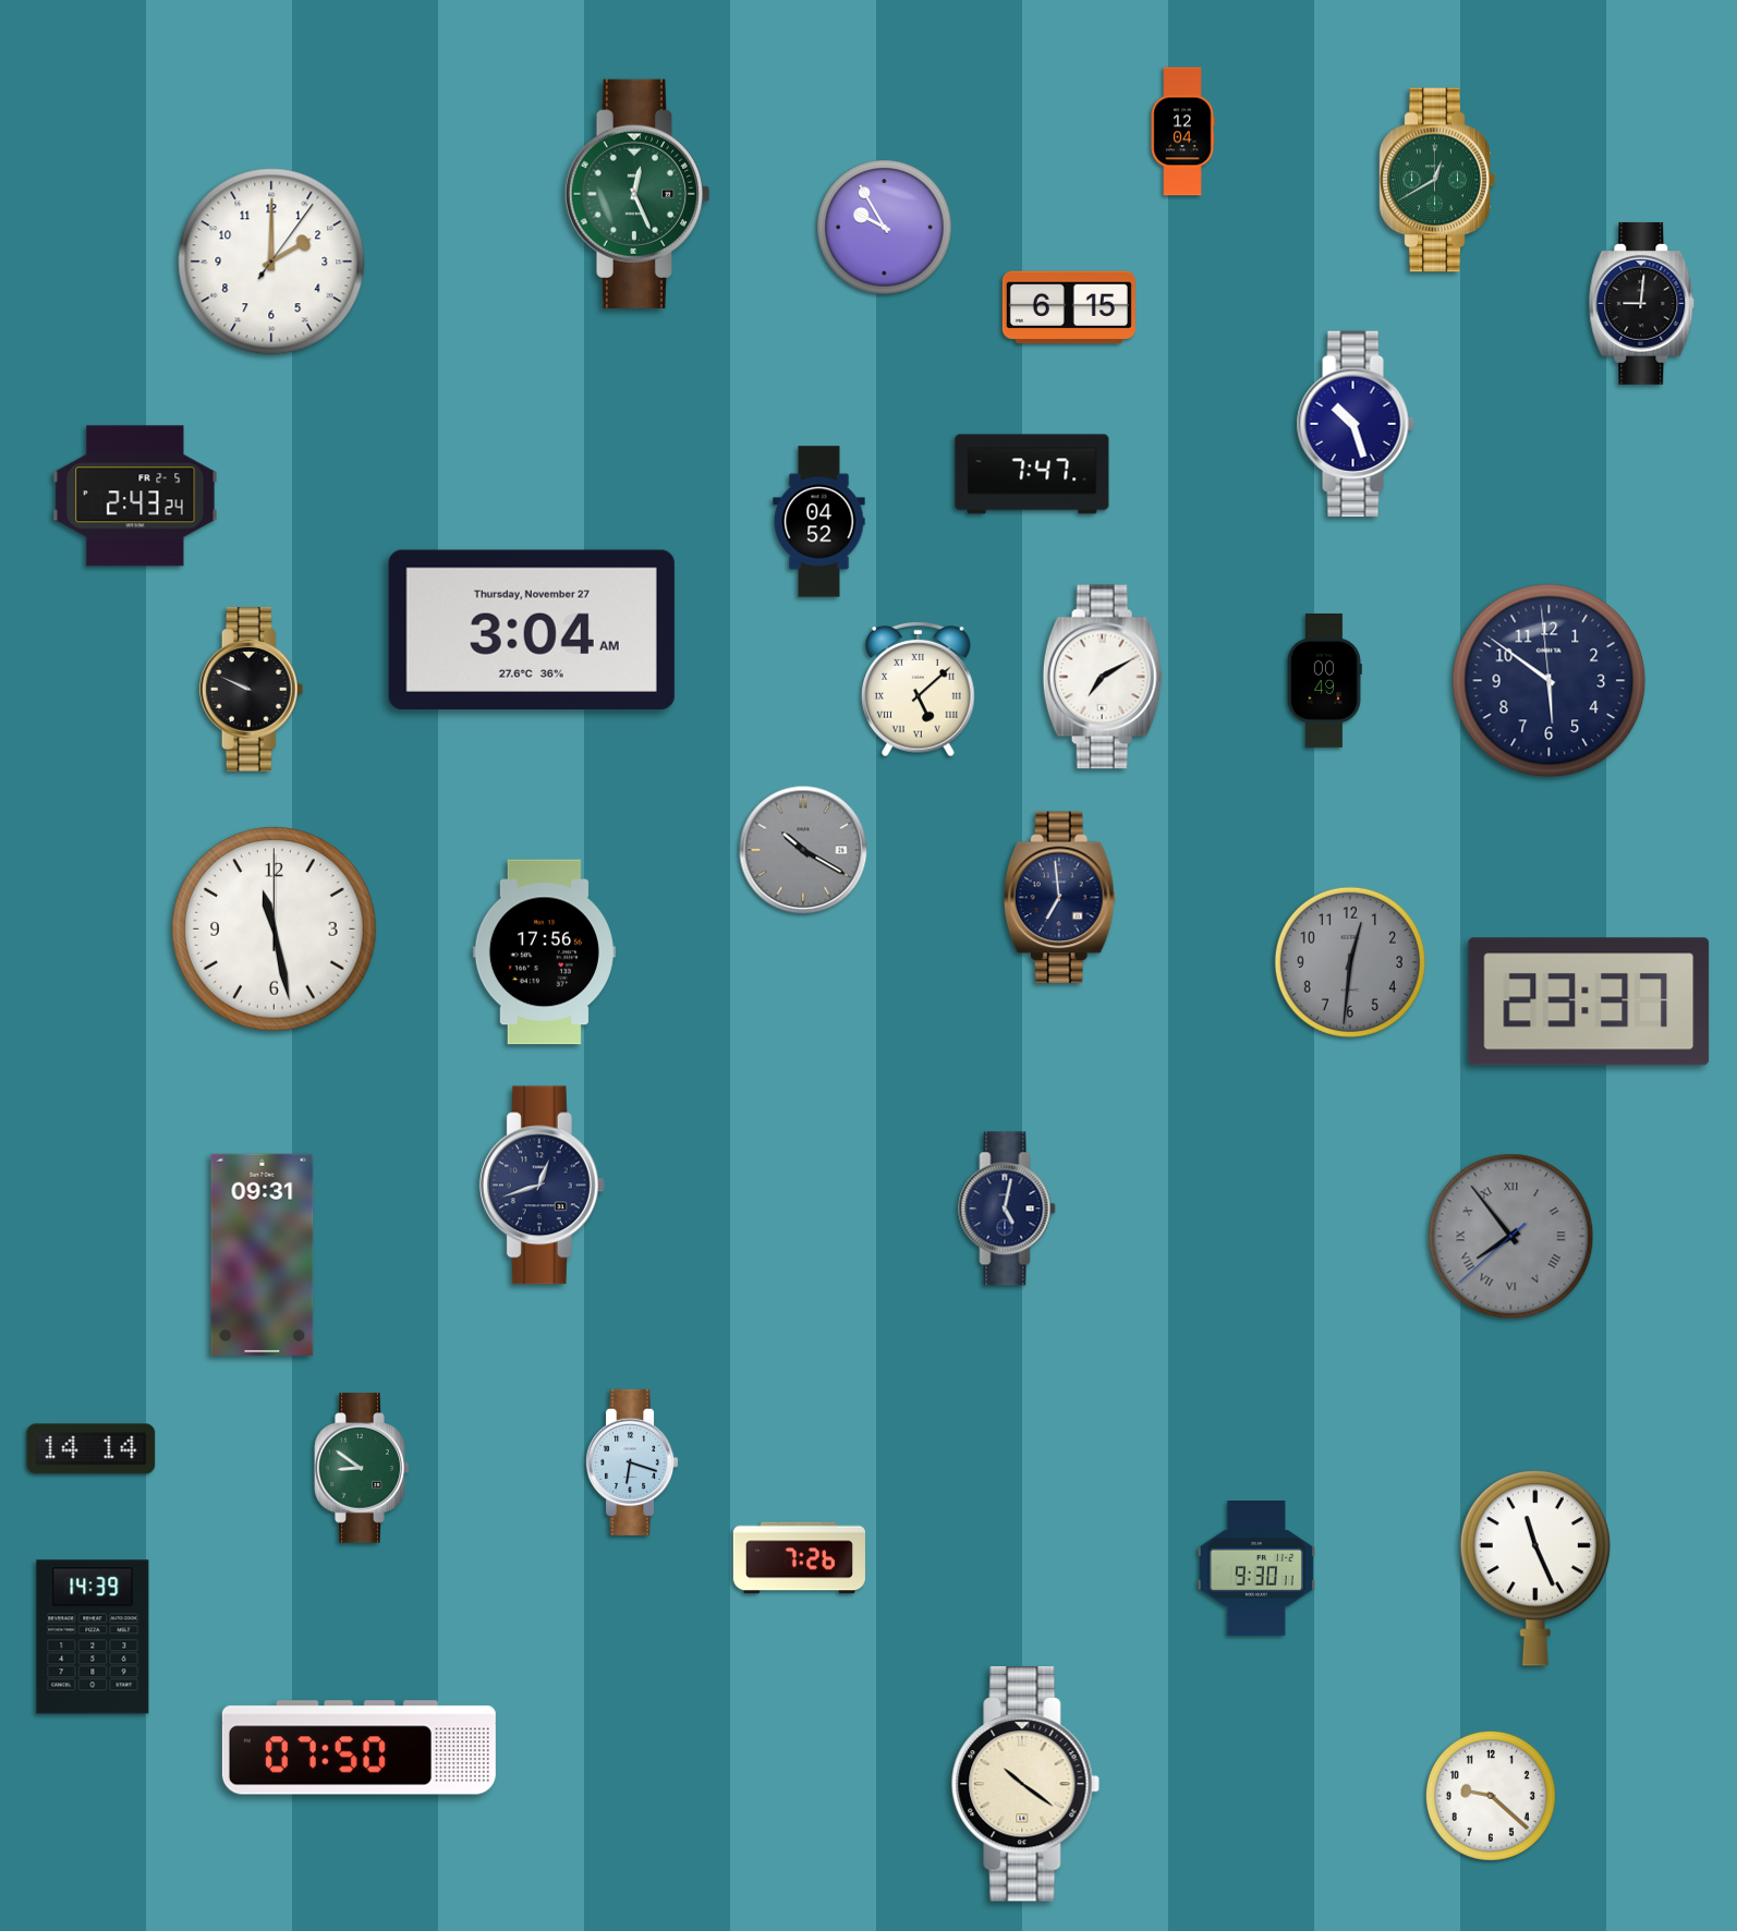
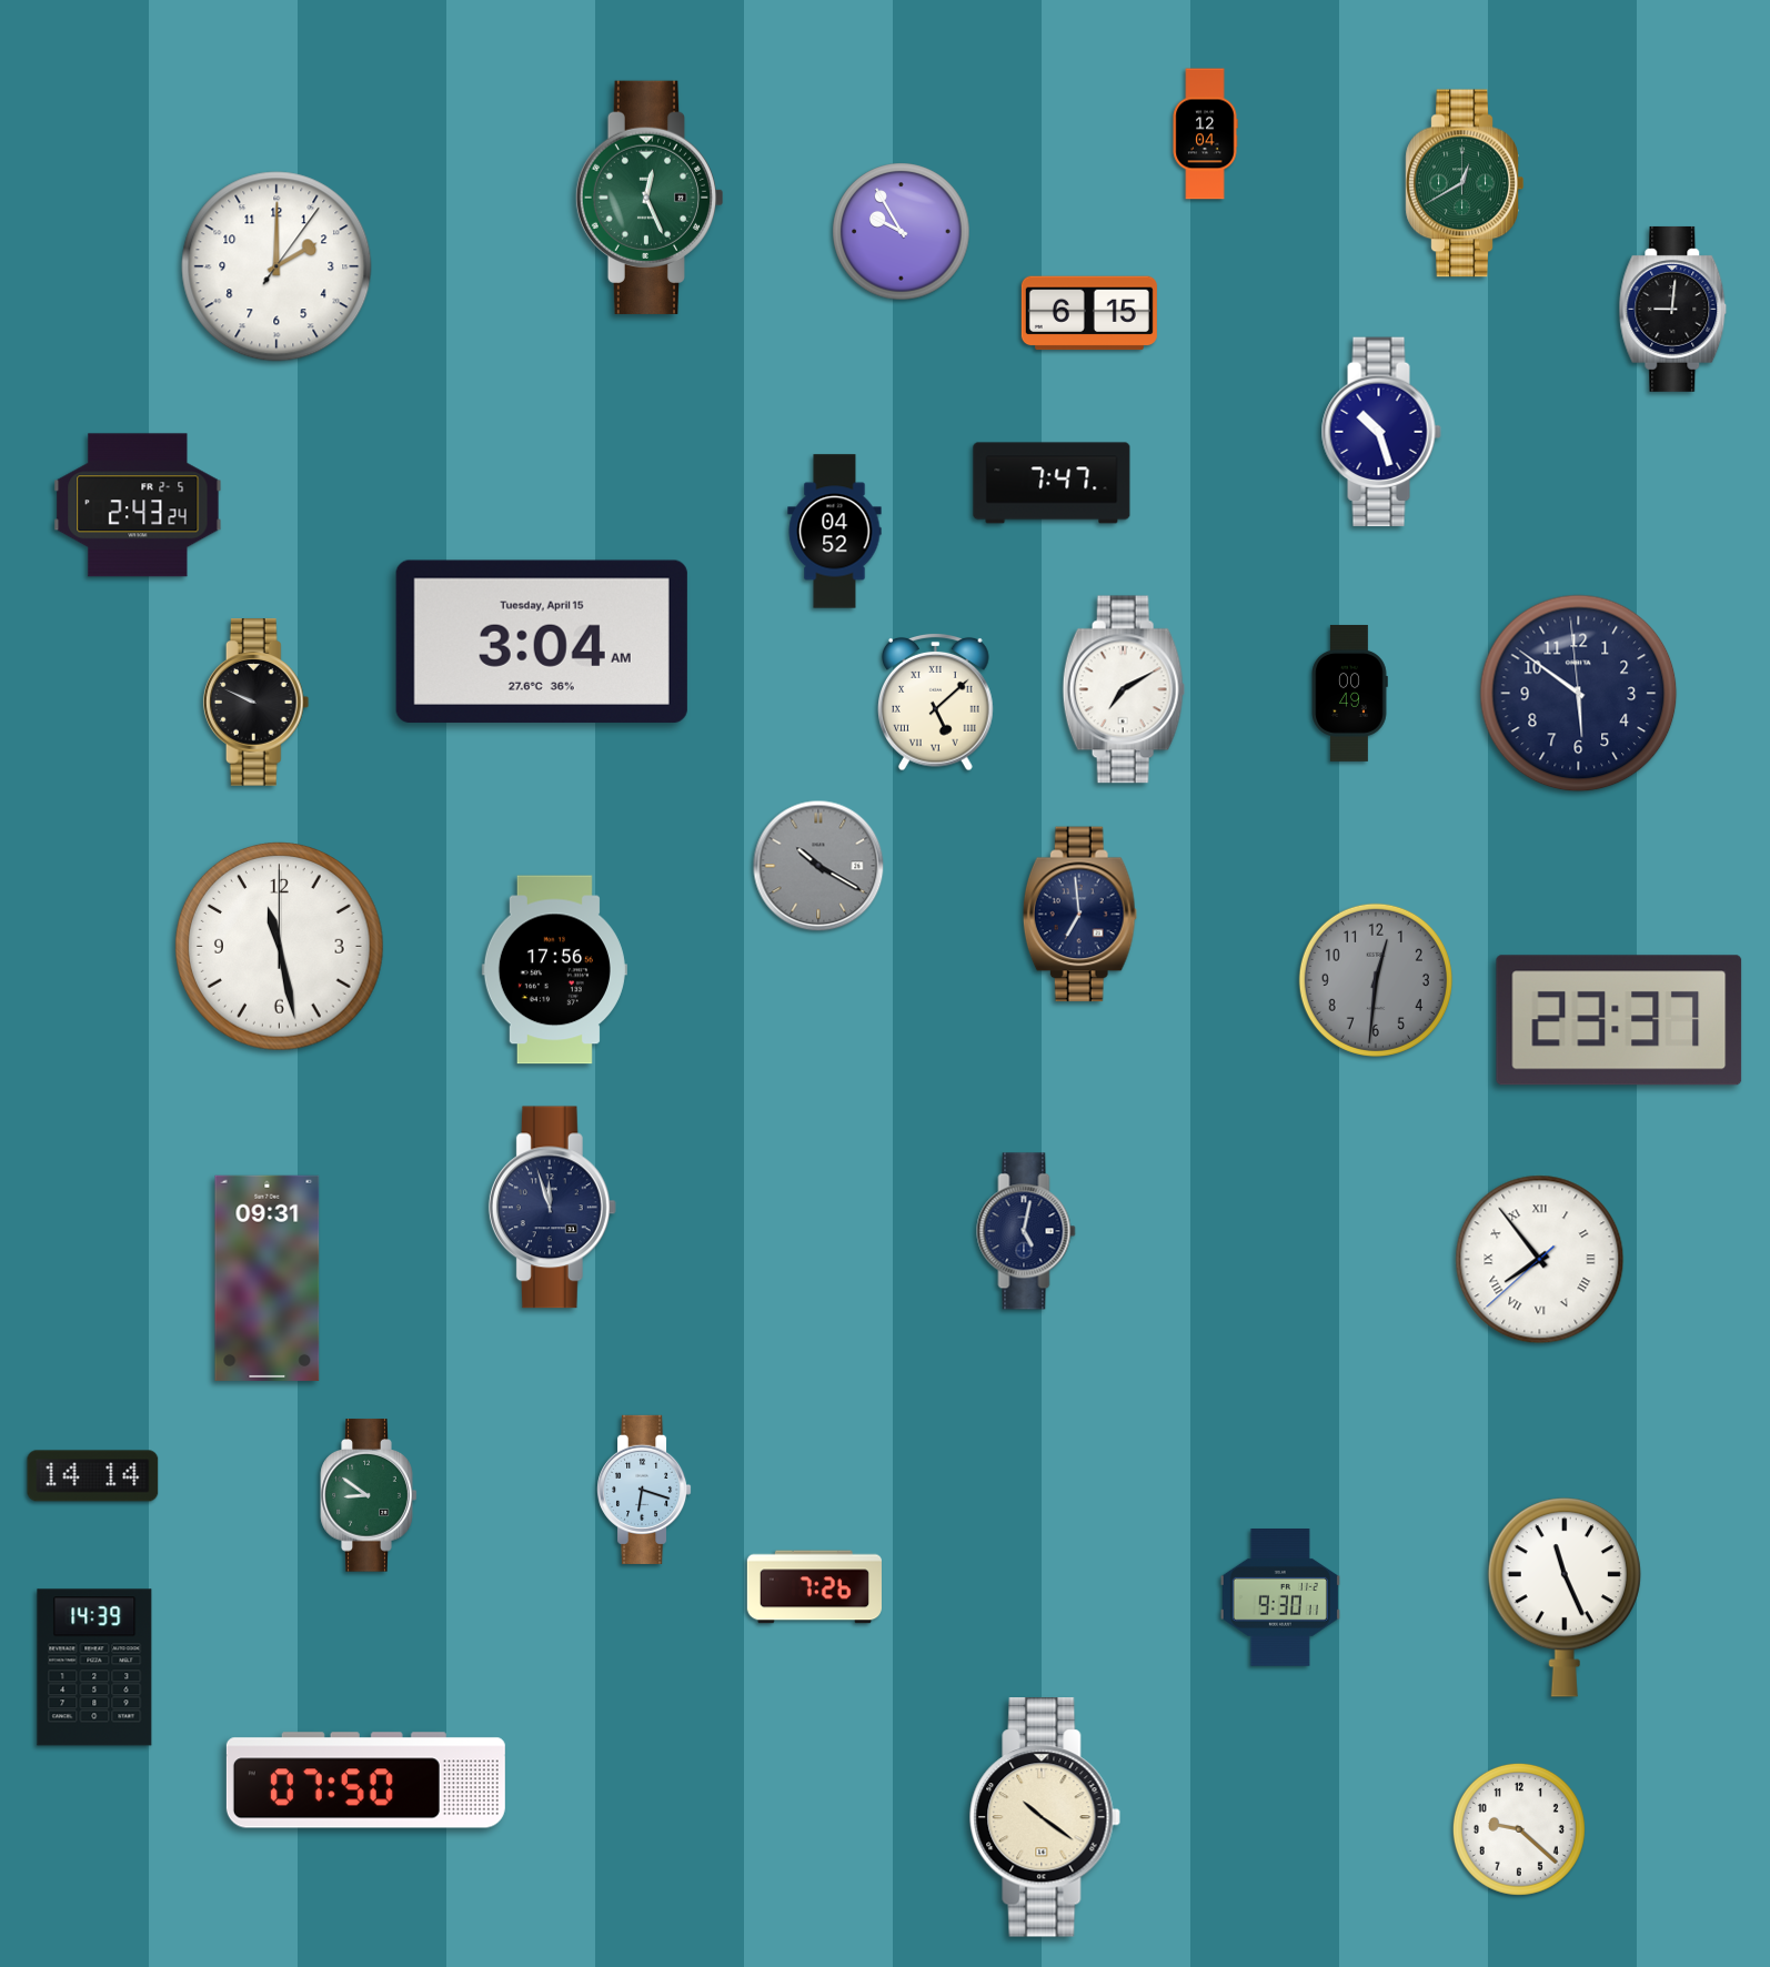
clock at (532, 630) date: Thursday, November 27 -> Tuesday, April 15
clock at (542, 1186): 12:42 -> 11:57
clock at (1511, 1237) dial: grey -> white
